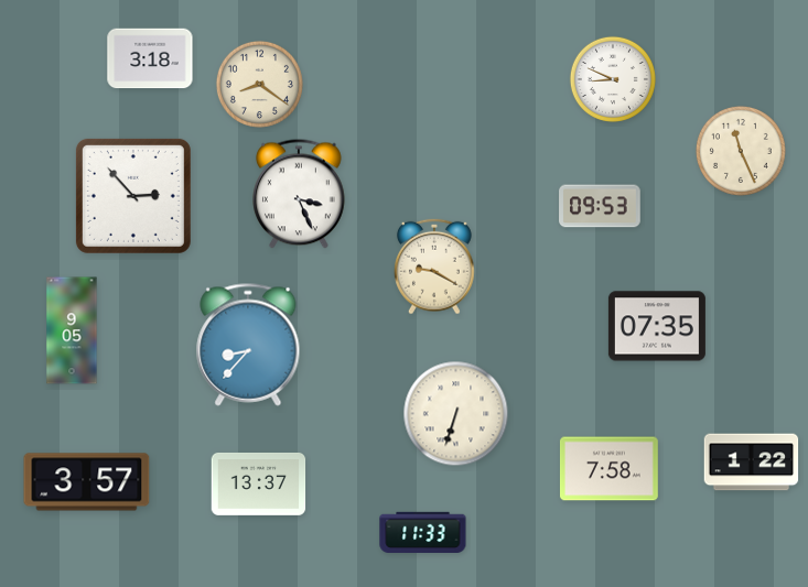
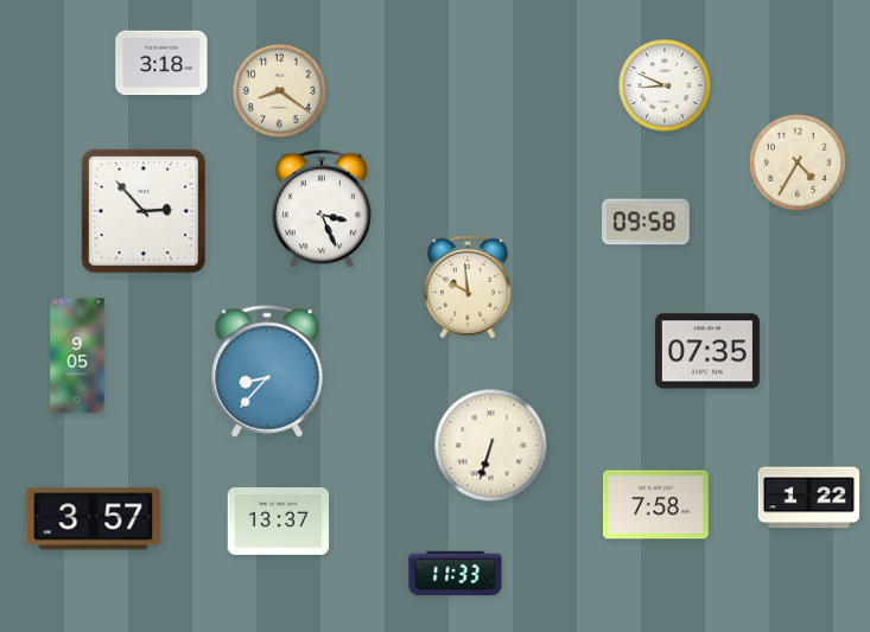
clock at (613, 79) position: (613, 79) -> (665, 85)
clock at (741, 151): 11:26 -> 4:35
clock at (600, 206): 09:53 -> 09:58
clock at (434, 267): 9:20 -> 9:59
